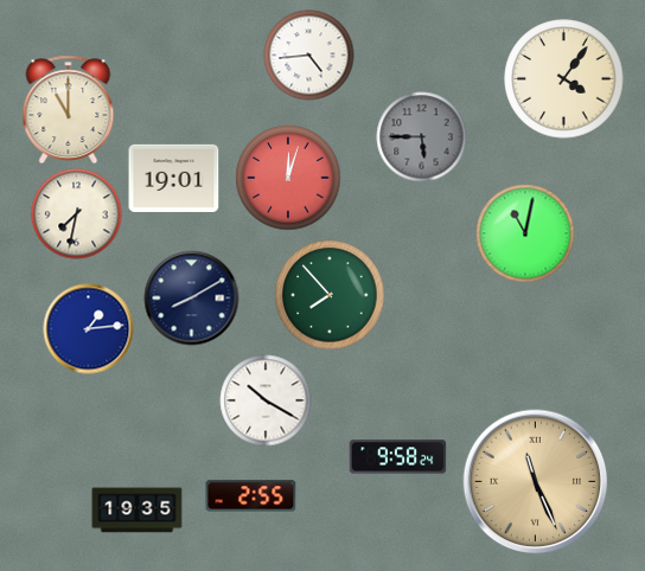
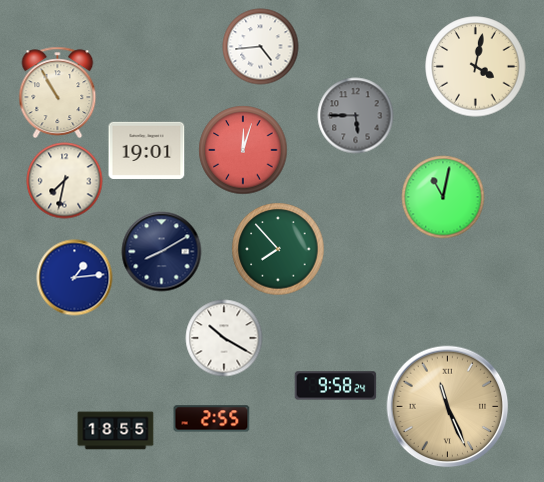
clock at (564, 79): 4:06 -> 4:02
clock at (69, 109): 11:00 -> 10:55
clock at (536, 482) position: (536, 482) -> (448, 407)
clock at (138, 511): 19:35 -> 18:55
